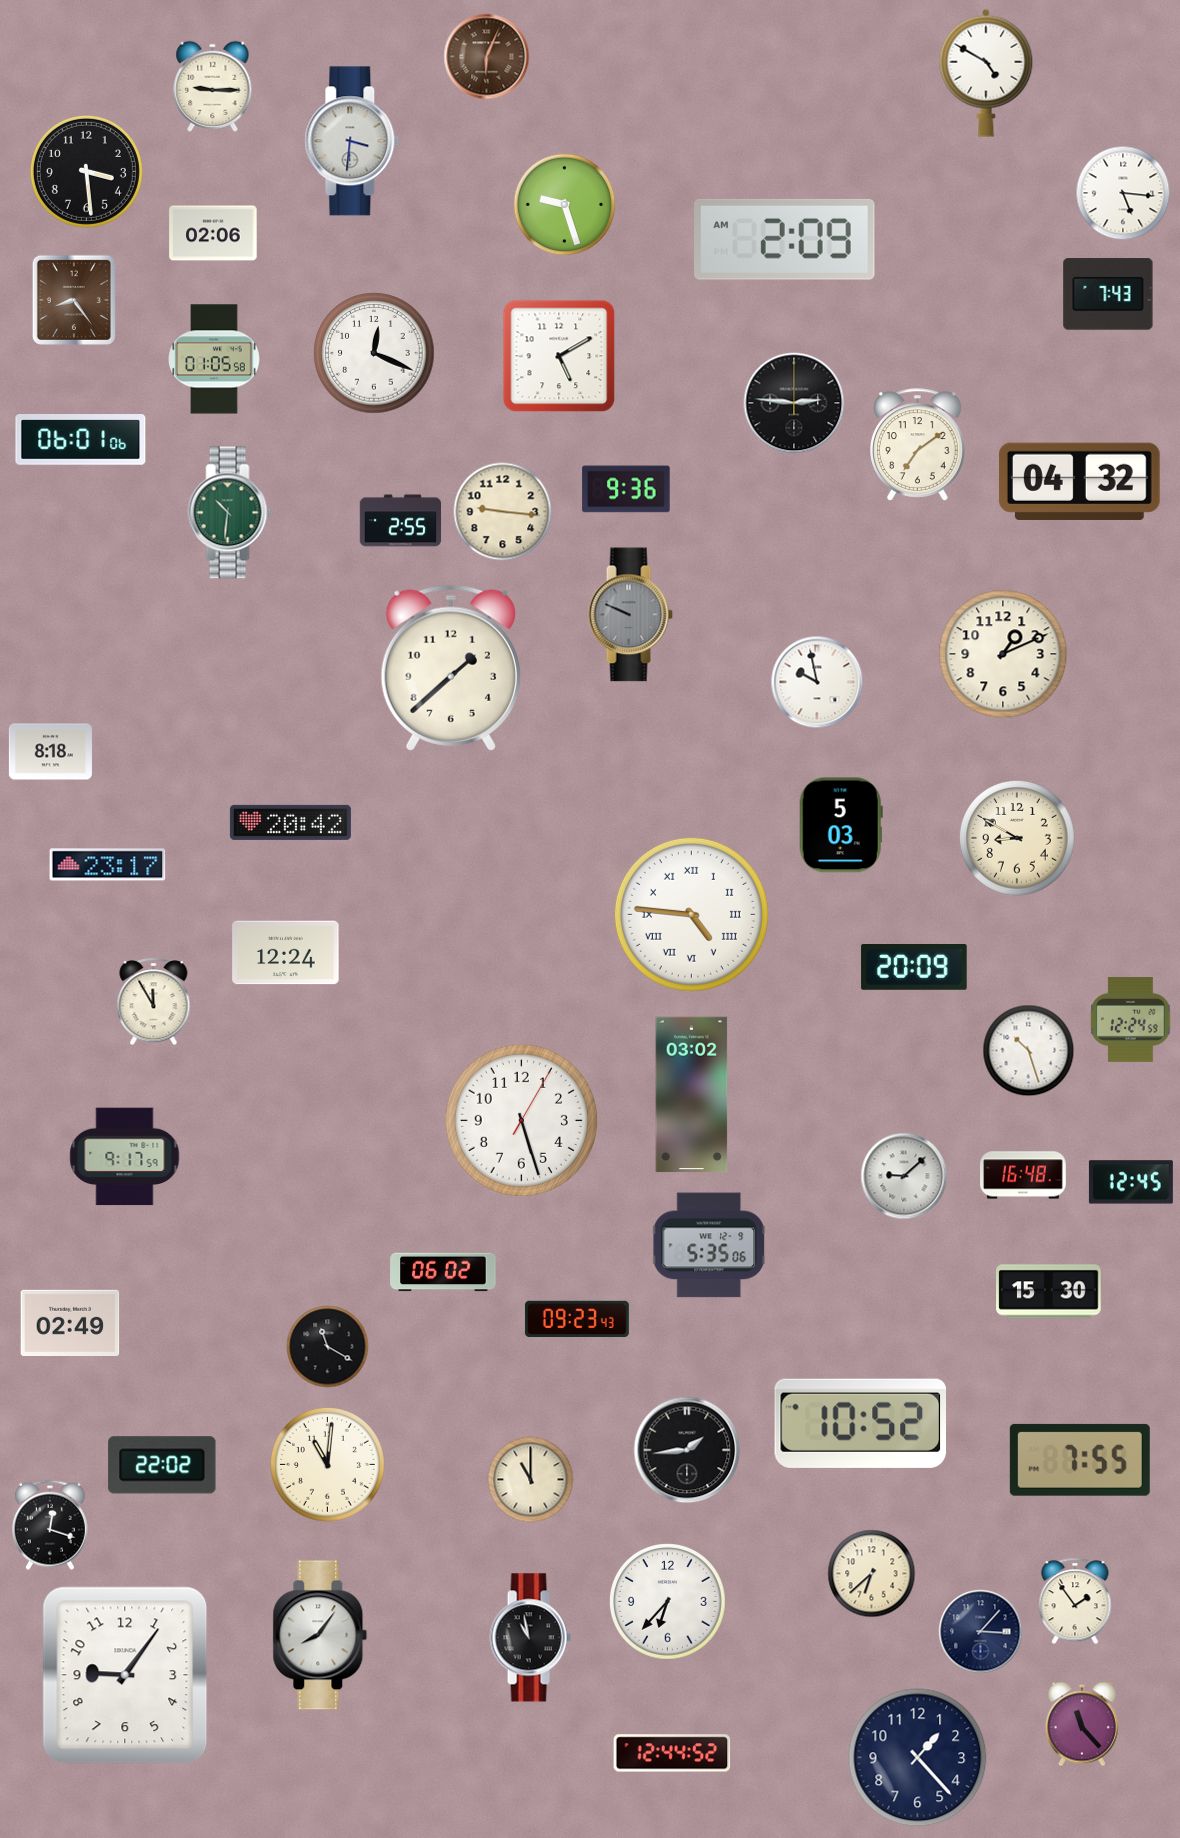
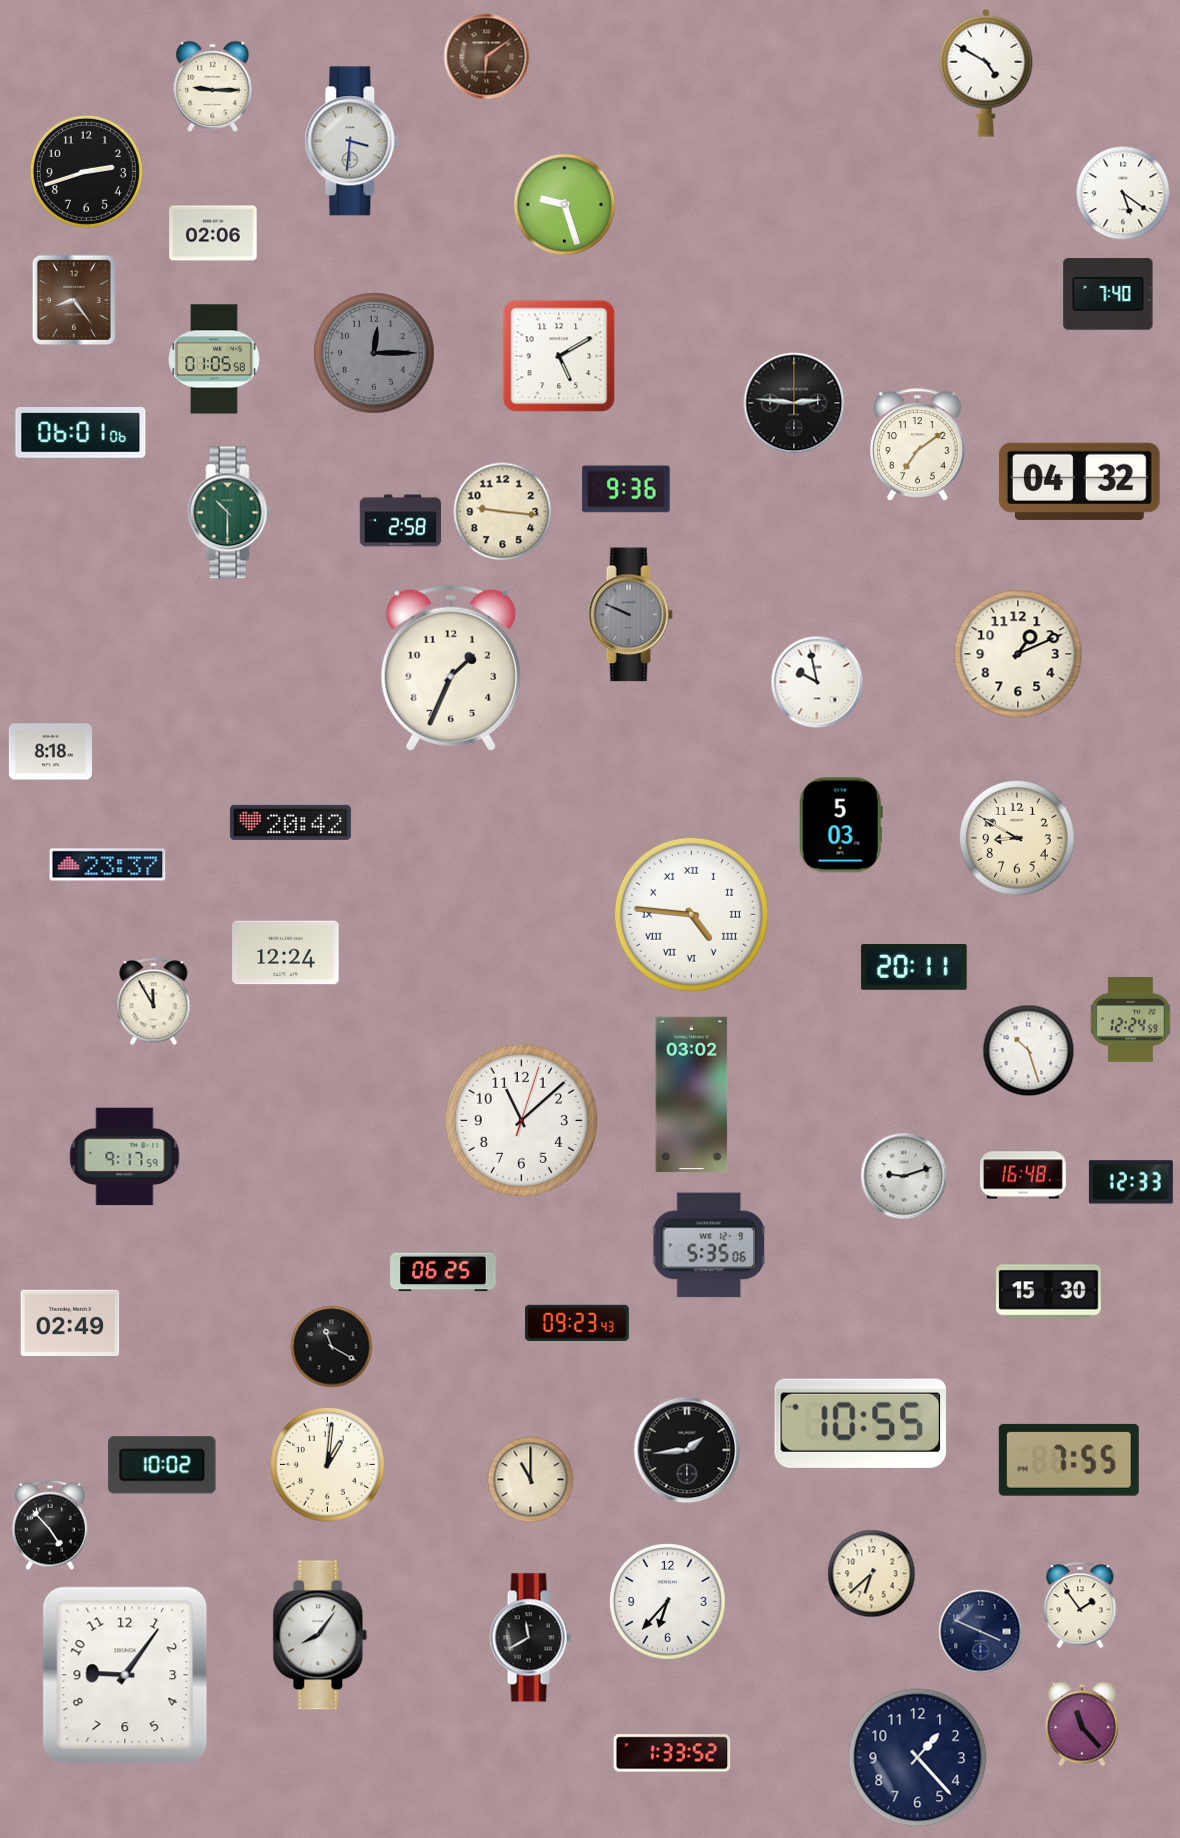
clock at (487, 57): 6:04 -> 6:09
clock at (86, 171): 3:29 -> 2:42
clock at (1123, 193): 5:16 -> 5:21
clock at (785, 239): 2:09 -> none
clock at (1108, 294): 7:43 -> 7:40
clock at (374, 353): 12:19 -> 12:15
clock at (374, 353) dial: white -> grey
clock at (81, 440) position: (81, 440) -> (81, 433)
clock at (230, 513): 10:31 -> 10:30
clock at (401, 521): 2:55 -> 2:58
clock at (1003, 654) position: (1003, 654) -> (1018, 654)
clock at (451, 668): 1:38 -> 1:34
clock at (108, 865): 23:17 -> 23:37
clock at (914, 967): 20:09 -> 20:11
clock at (521, 1120): 5:27 -> 11:08
clock at (904, 1176): 9:08 -> 9:12
clock at (1131, 1182): 12:45 -> 12:33
clock at (443, 1272): 06:02 -> 06:25
clock at (577, 1318) position: (577, 1318) -> (577, 1322)
clock at (328, 1347) position: (328, 1347) -> (332, 1347)
clock at (860, 1423): 10:52 -> 10:55
clock at (1080, 1460) position: (1080, 1460) -> (1069, 1460)
clock at (327, 1464): 11:01 -> 1:01
clock at (162, 1465): 22:02 -> 10:02
clock at (50, 1525): 12:18 -> 4:53
clock at (1075, 1601) position: (1075, 1601) -> (1080, 1605)
clock at (981, 1632): 3:07 -> 3:49
clock at (530, 1638): 10:58 -> 11:40
clock at (672, 1753): 12:44 -> 1:33
